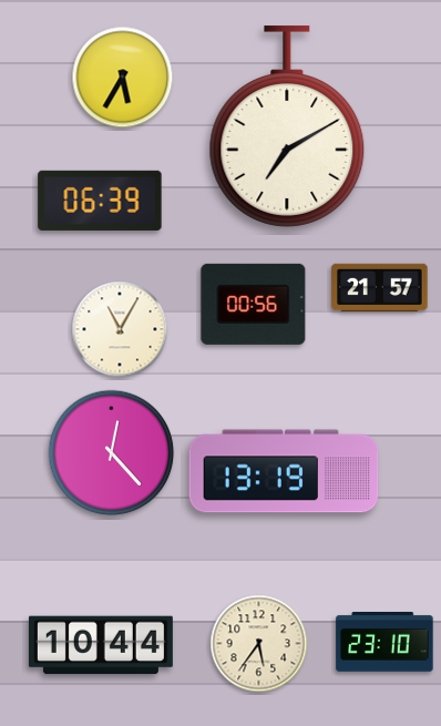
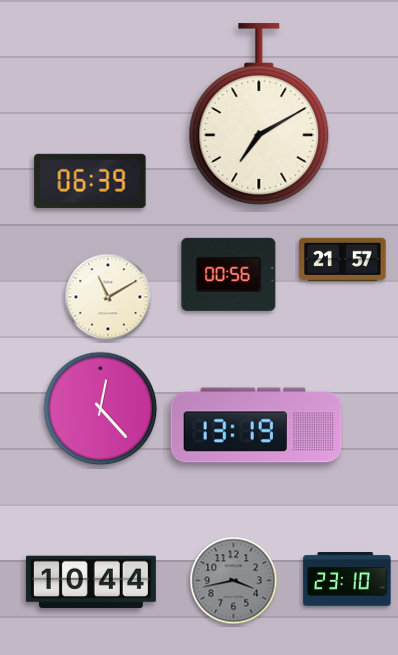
clock at (123, 78): 5:35 -> none
clock at (120, 329): 11:05 -> 11:10
clock at (259, 644): 5:36 -> 3:43
clock at (259, 644) dial: cream -> grey
